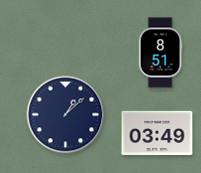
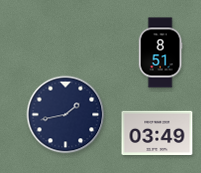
clock at (66, 115): 1:08 -> 1:43
